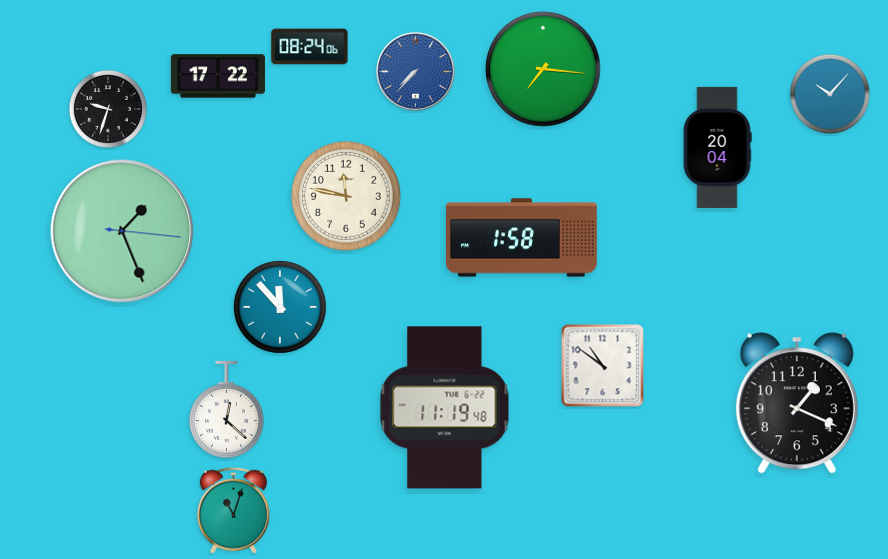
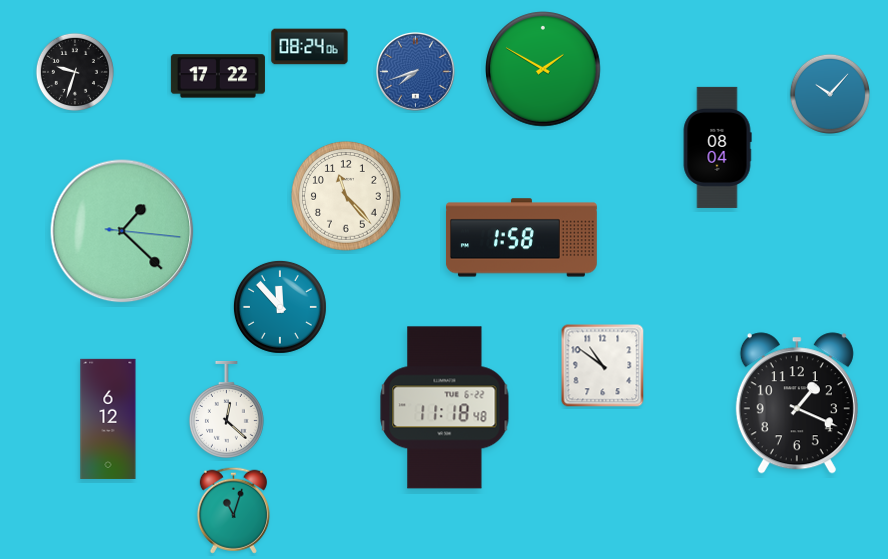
clock at (543, 69): 7:16 -> 1:50
clock at (416, 72): 7:37 -> 7:42
clock at (108, 109) position: (108, 109) -> (75, 72)
clock at (717, 147): 20:04 -> 08:04
clock at (347, 197): 11:47 -> 11:23
clock at (122, 231): 1:26 -> 1:22
clock at (445, 408): 11:19 -> 11:18
clock at (108, 419): none -> 6:12
